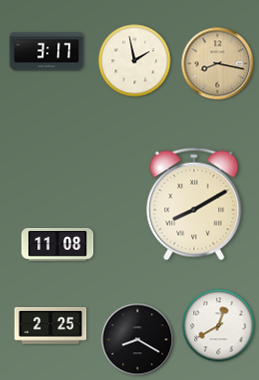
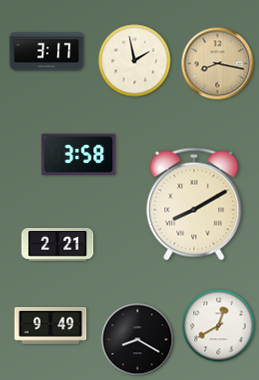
clock at (79, 155): none -> 3:58
clock at (58, 245): 11:08 -> 2:21
clock at (51, 326): 2:25 -> 9:49
